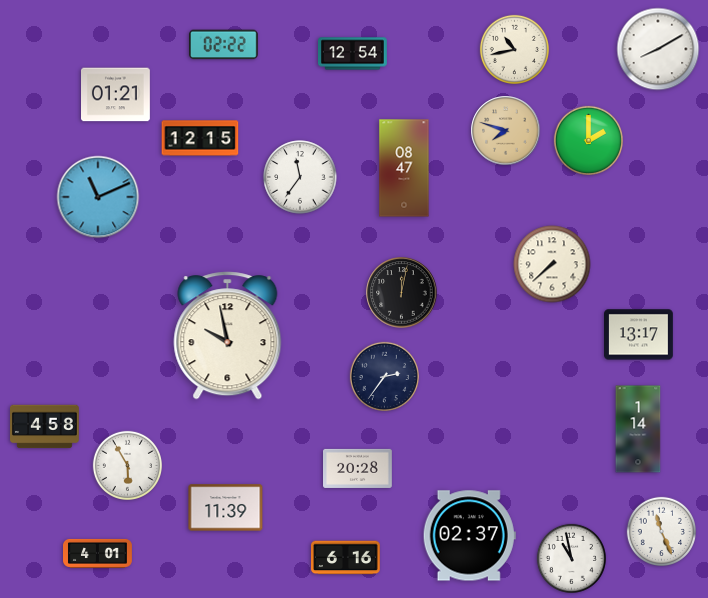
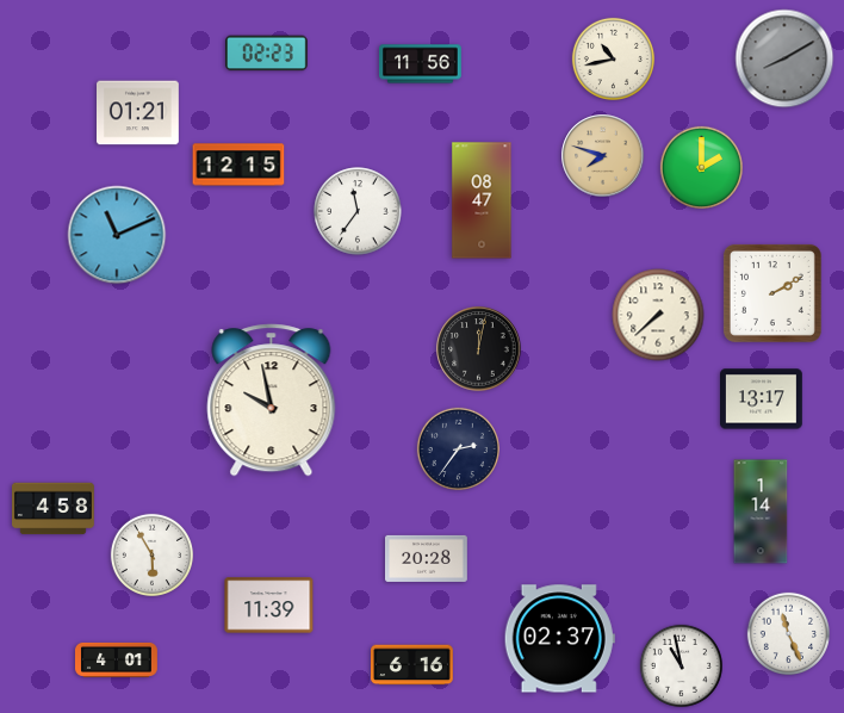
clock at (223, 45): 02:22 -> 02:23
clock at (658, 49) dial: white -> grey
clock at (353, 54): 12:54 -> 11:56
clock at (772, 293): none -> 2:10
